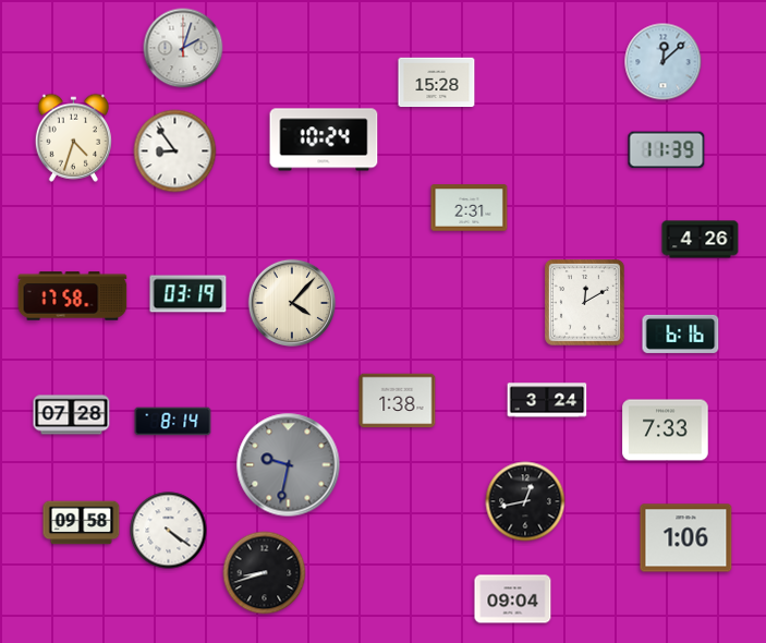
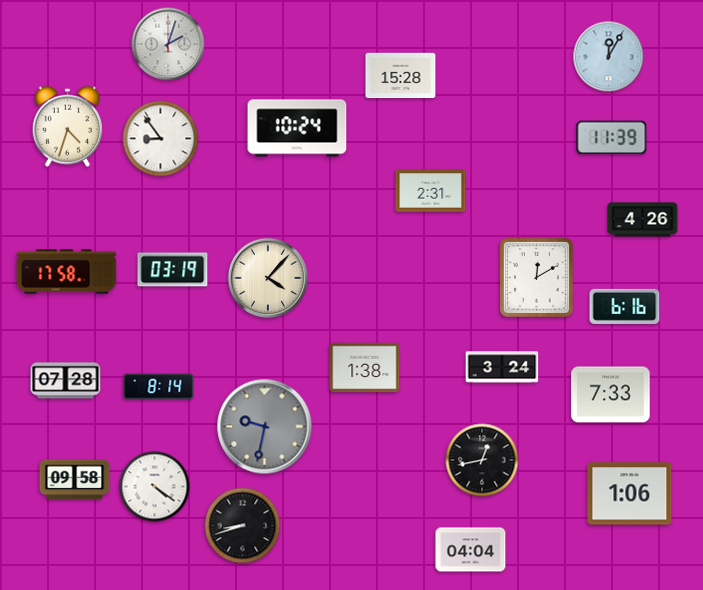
clock at (664, 62): 12:08 -> 12:05
clock at (513, 599): 09:04 -> 04:04
